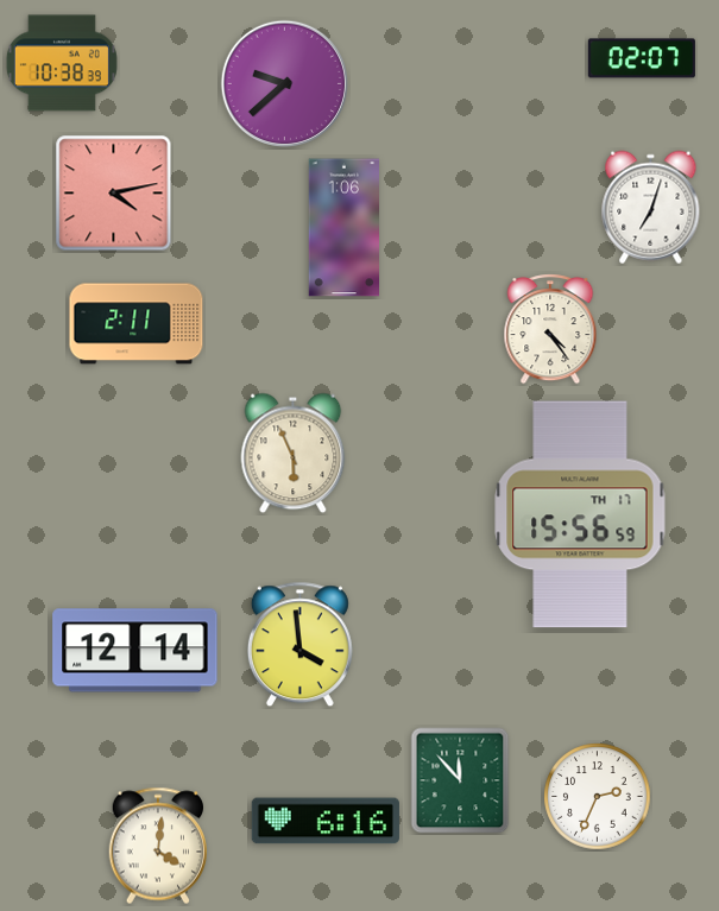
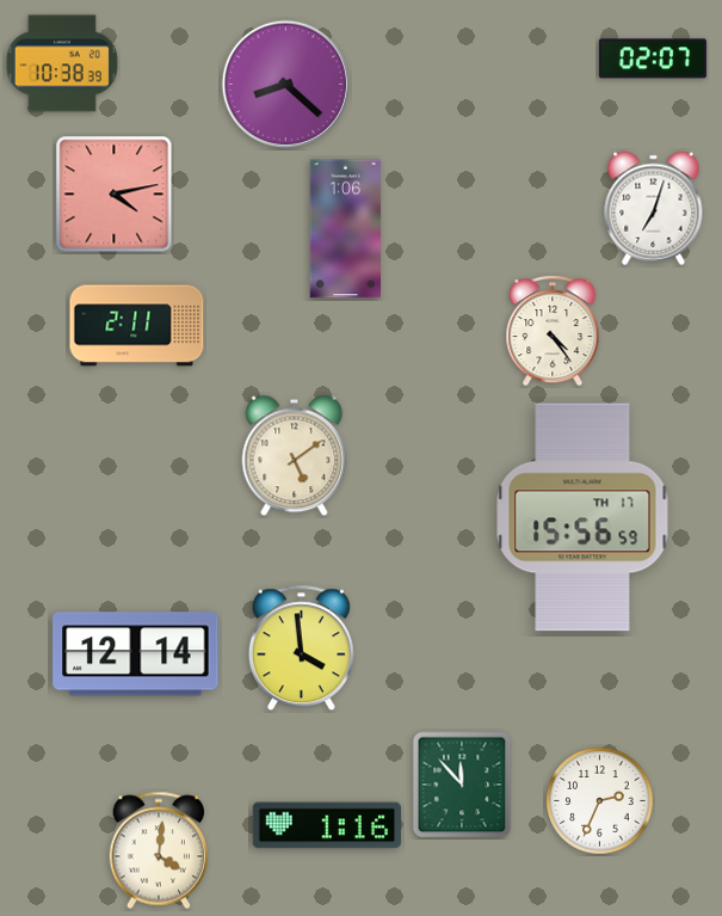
clock at (642, 58) position: (642, 58) -> (653, 59)
clock at (284, 83): 9:38 -> 8:22
clock at (294, 454): 5:56 -> 5:09
clock at (326, 821): 6:16 -> 1:16
